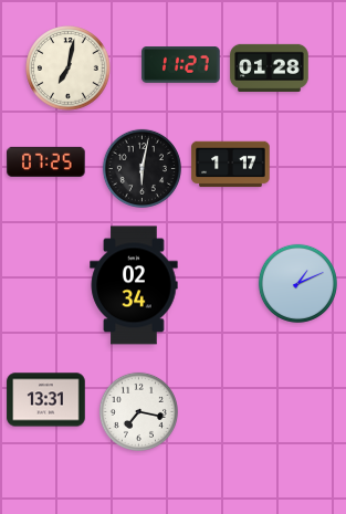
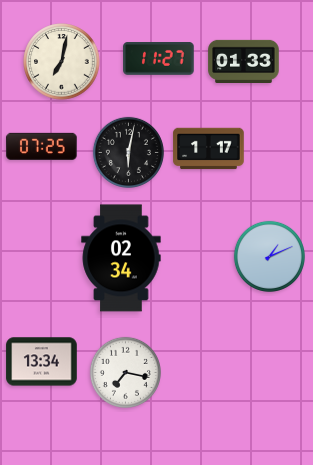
clock at (181, 65) position: (181, 65) -> (159, 59)
clock at (270, 67): 01:28 -> 01:33
clock at (46, 400): 13:31 -> 13:34
